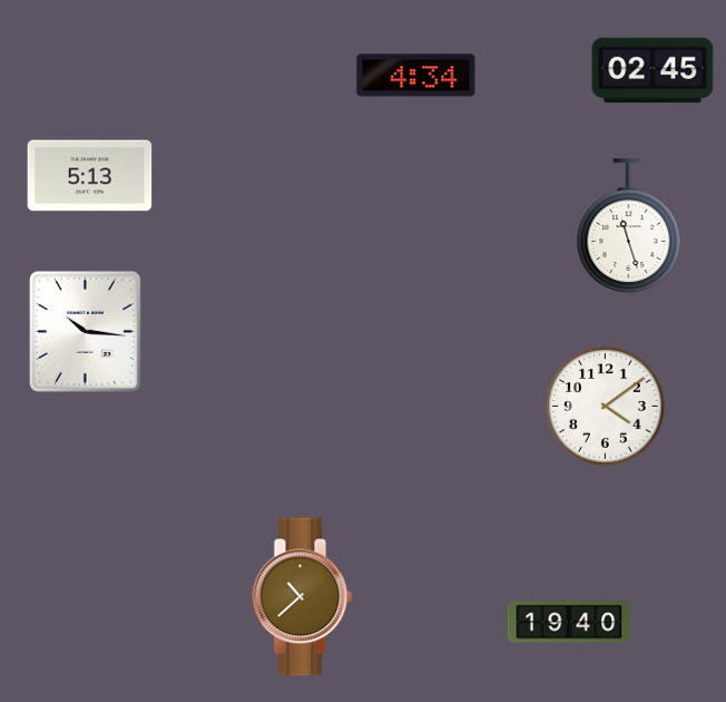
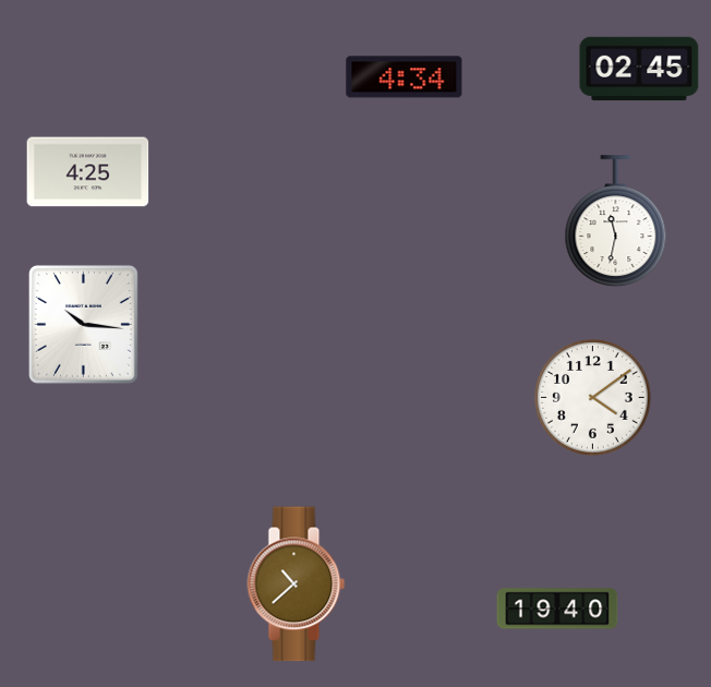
clock at (416, 76) position: (416, 76) -> (405, 77)
clock at (90, 176): 5:13 -> 4:25
clock at (629, 226): 11:27 -> 11:32
